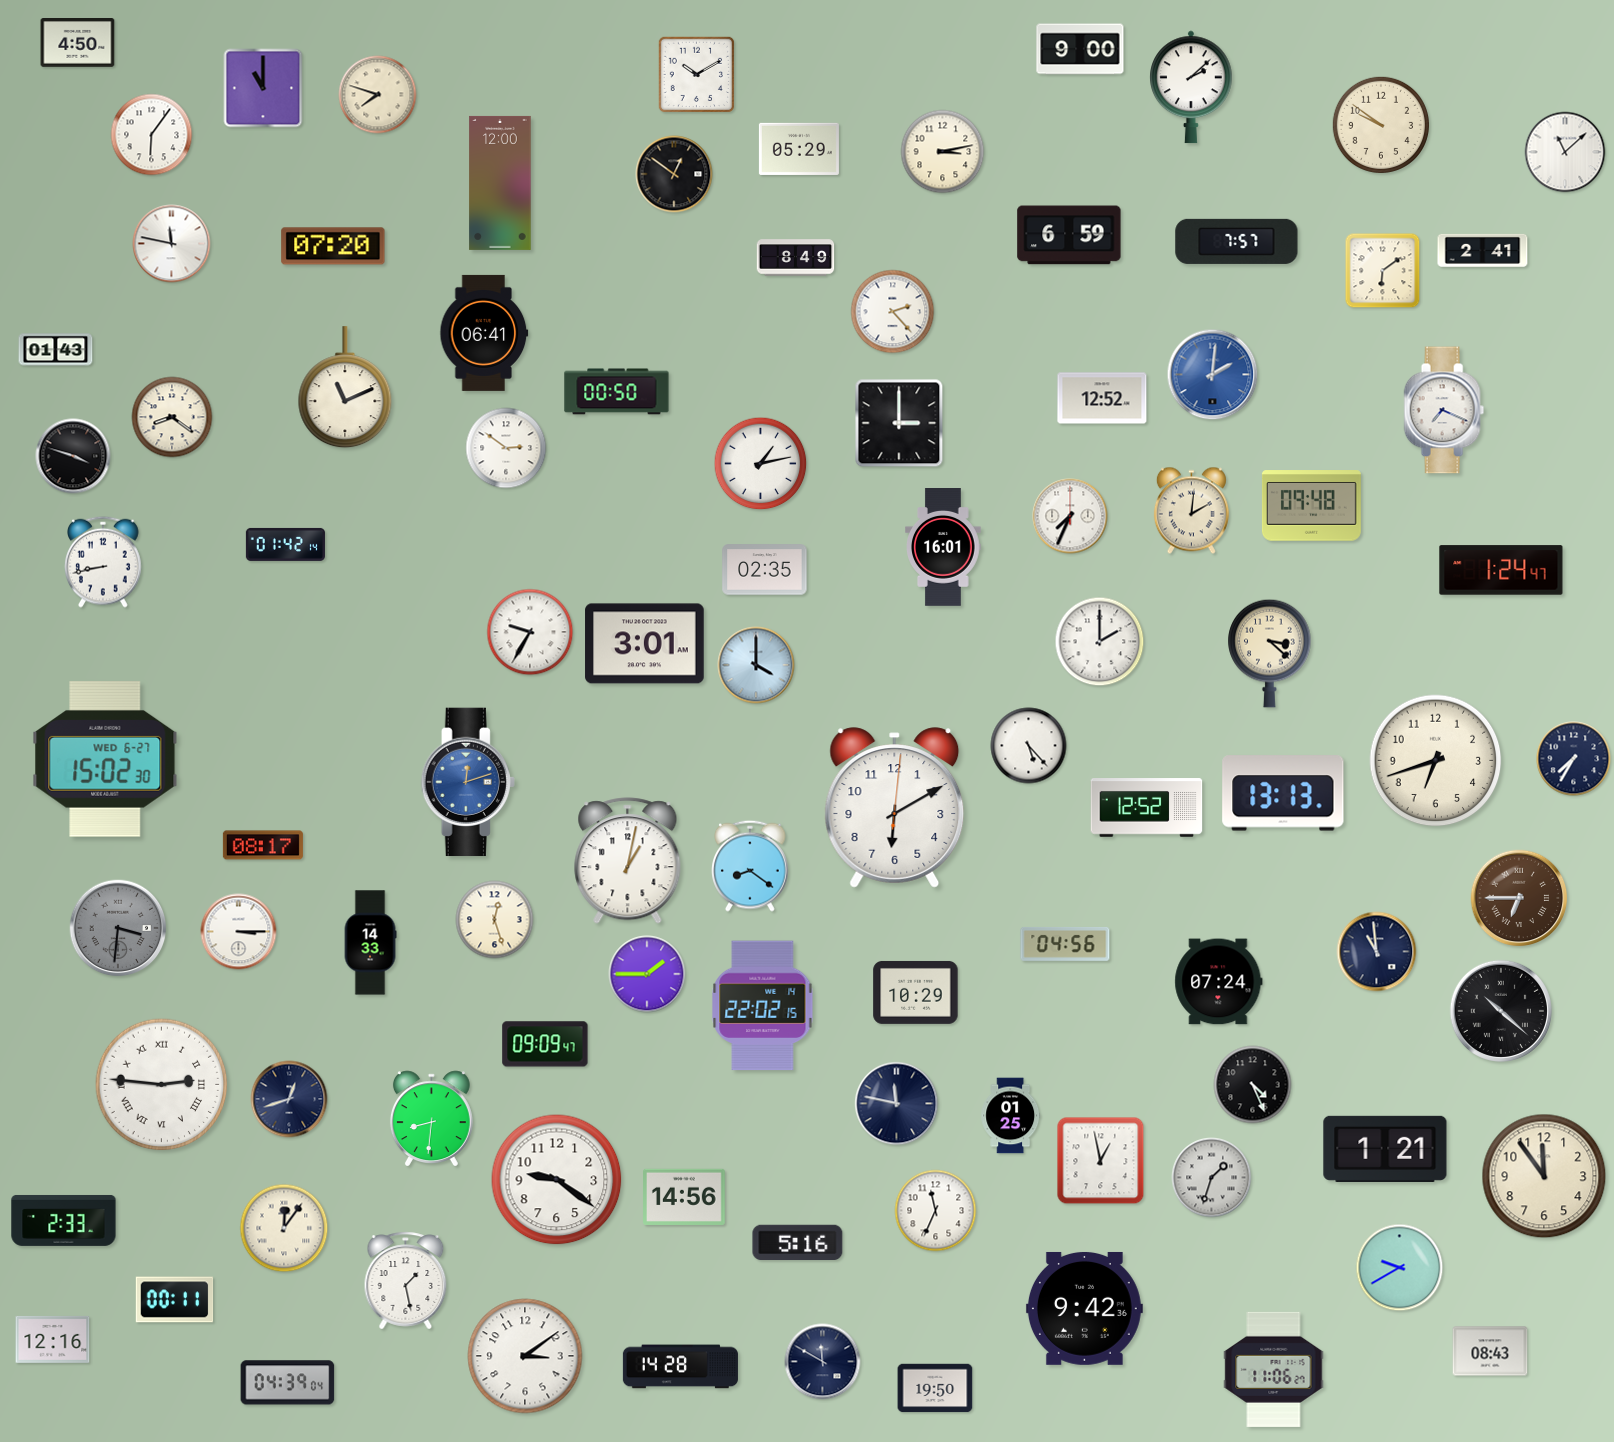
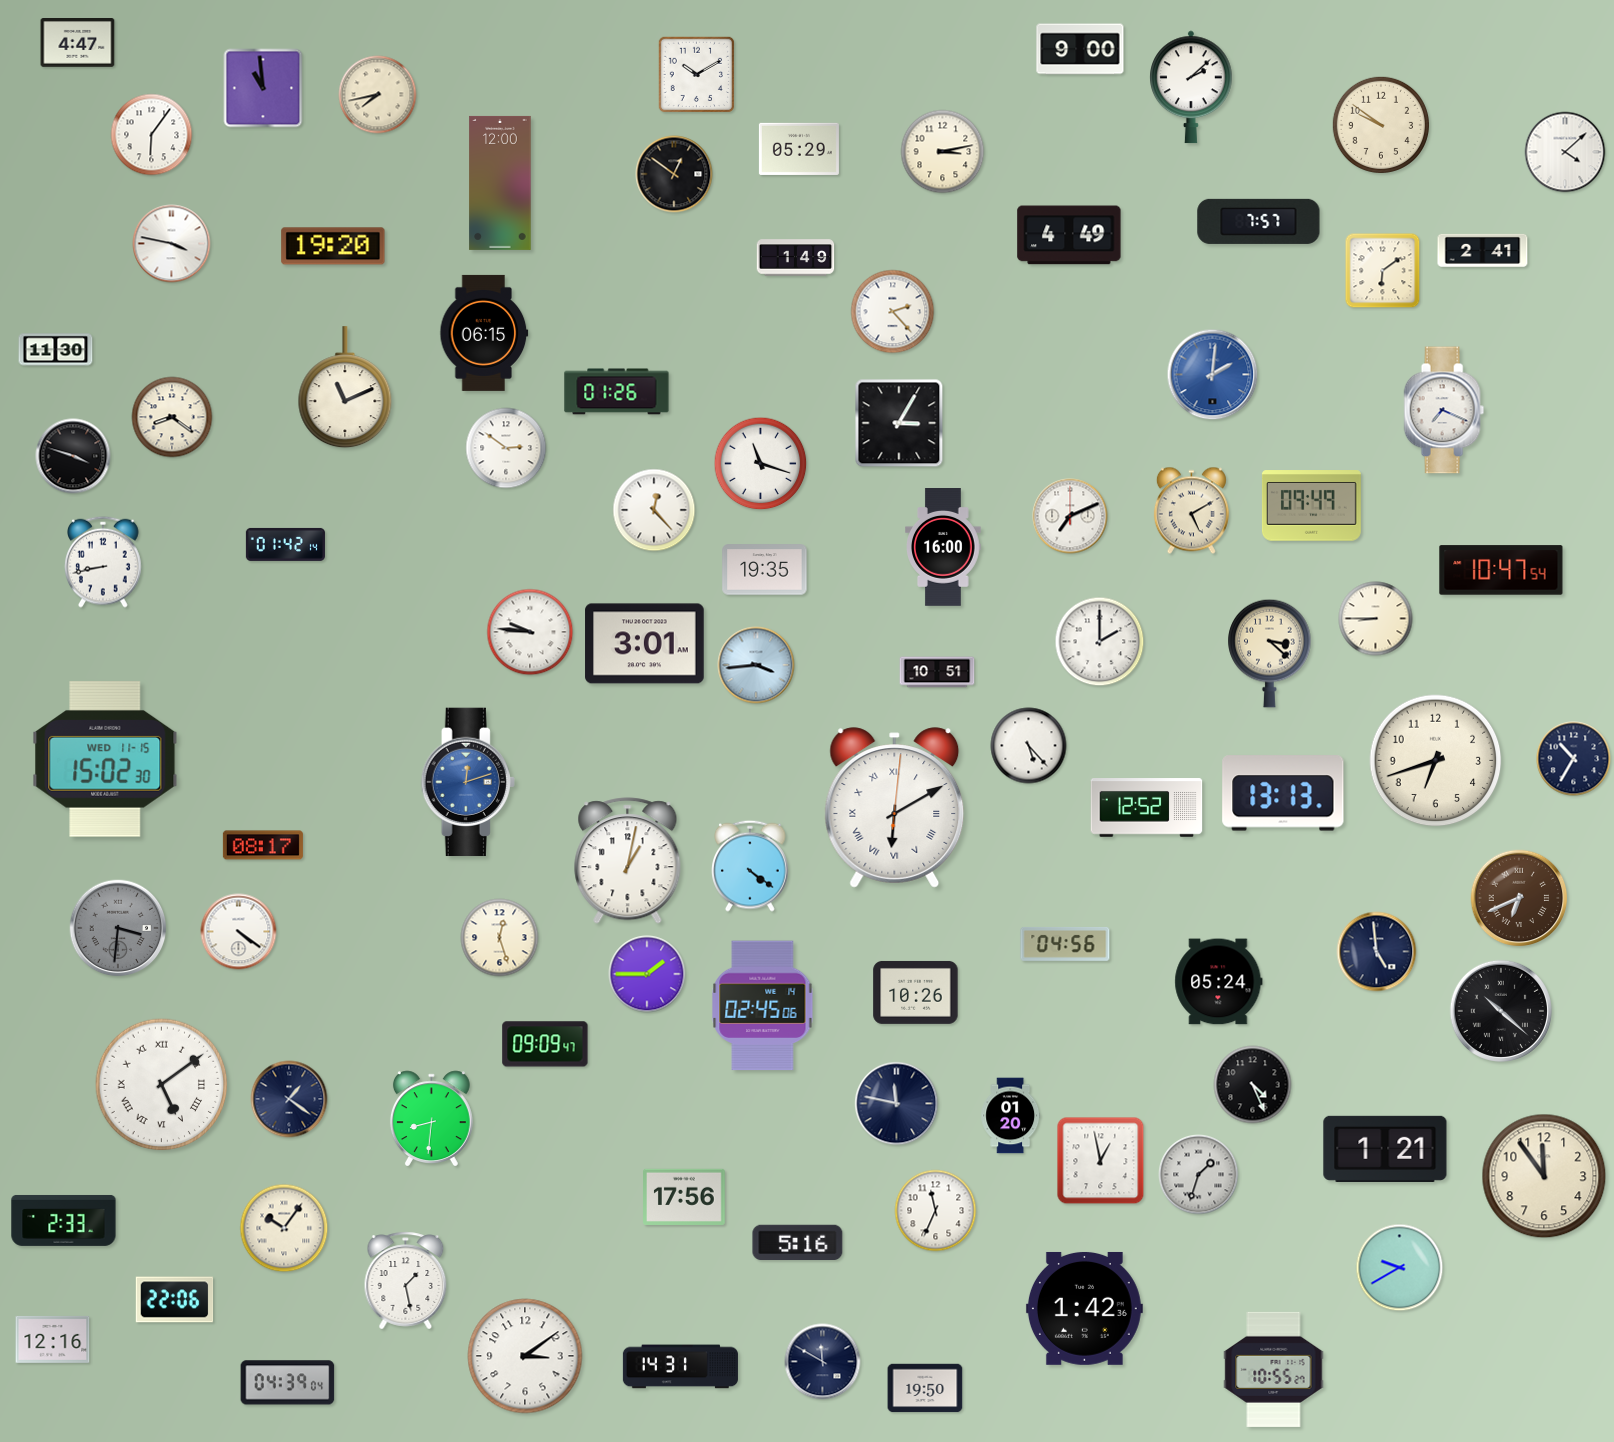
clock at (78, 43): 4:50 -> 4:47
clock at (263, 88): 11:00 -> 10:59
clock at (378, 95): 7:48 -> 7:43
clock at (1565, 152): 11:08 -> 4:08
clock at (1069, 235): 6:59 -> 4:49
clock at (1237, 241) position: (1237, 241) -> (1259, 221)
clock at (172, 244): 11:47 -> 3:47
clock at (333, 246): 07:20 -> 19:20
clock at (796, 258): 8:49 -> 1:49
clock at (484, 333): 06:41 -> 06:15
clock at (56, 350): 01:43 -> 11:30
clock at (617, 392): 00:50 -> 01:26
clock at (1102, 398): 12:52 -> none
clock at (899, 423): 3:00 -> 3:05
clock at (761, 464): 1:13 -> 11:18
clock at (1311, 506): 09:48 -> 09:49
clock at (654, 510): none -> 12:23
clock at (1191, 511): 2:01 -> 5:10
clock at (1070, 516): 7:34 -> 7:11
clock at (943, 547): 16:01 -> 16:00
clock at (765, 570): 02:35 -> 19:35
clock at (1501, 570): 1:24 -> 10:47
clock at (1376, 619): none -> 8:45
clock at (530, 632): 9:35 -> 9:46
clock at (756, 665): 4:00 -> 3:44
clock at (937, 672): none -> 10:51
clock at (105, 759) date: WED 6-27 -> WED 11-15
clock at (1574, 759): 7:35 -> 10:35
clock at (895, 808) numerals: Arabic -> Roman
clock at (751, 866): 8:21 -> 4:21
clock at (1519, 898): 6:45 -> 6:41
clock at (495, 920) position: (495, 920) -> (500, 938)
clock at (239, 932): 3:15 -> 4:21
clock at (370, 943): 14:33 -> none
clock at (1377, 952): 10:59 -> 4:59
clock at (1219, 982): 07:24 -> 05:24
clock at (916, 992): 10:29 -> 10:26
clock at (763, 1006): 22:02 -> 02:45
clock at (162, 1085): 2:46 -> 5:09
clock at (289, 1099): 12:42 -> 1:21
clock at (1011, 1116): 01:25 -> 01:20
clock at (1212, 1178) position: (1212, 1178) -> (1199, 1175)
clock at (557, 1180): 9:21 -> none
clock at (685, 1197): 14:56 -> 17:56
clock at (284, 1228): 12:06 -> 10:06
clock at (175, 1300): 00:11 -> 22:06
clock at (1084, 1308): 9:42 -> 1:42
clock at (1490, 1351): 08:43 -> none
clock at (680, 1367): 14:28 -> 14:31
clock at (1274, 1369): 11:06 -> 10:55
clock at (935, 1388) position: (935, 1388) -> (925, 1388)
